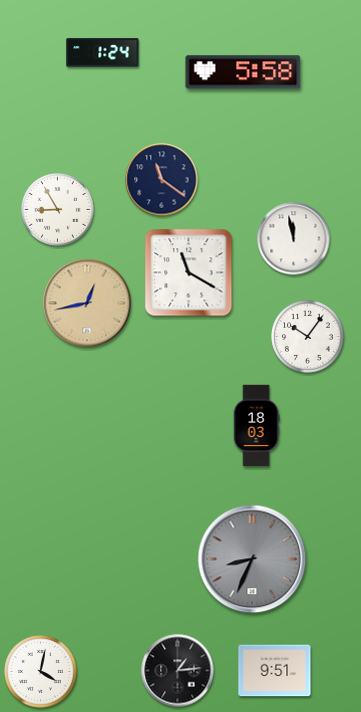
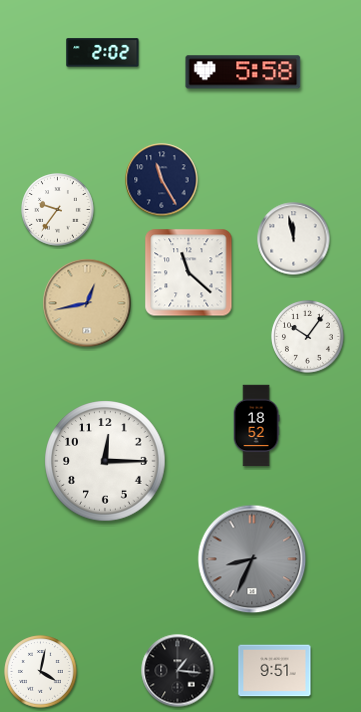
clock at (103, 53): 1:24 -> 2:02
clock at (162, 180): 11:21 -> 11:25
clock at (58, 210): 8:55 -> 9:36
clock at (189, 273): 11:20 -> 11:22
clock at (256, 426): 18:03 -> 18:52
clock at (105, 461): none -> 12:15
clock at (178, 671): 1:14 -> 1:16
